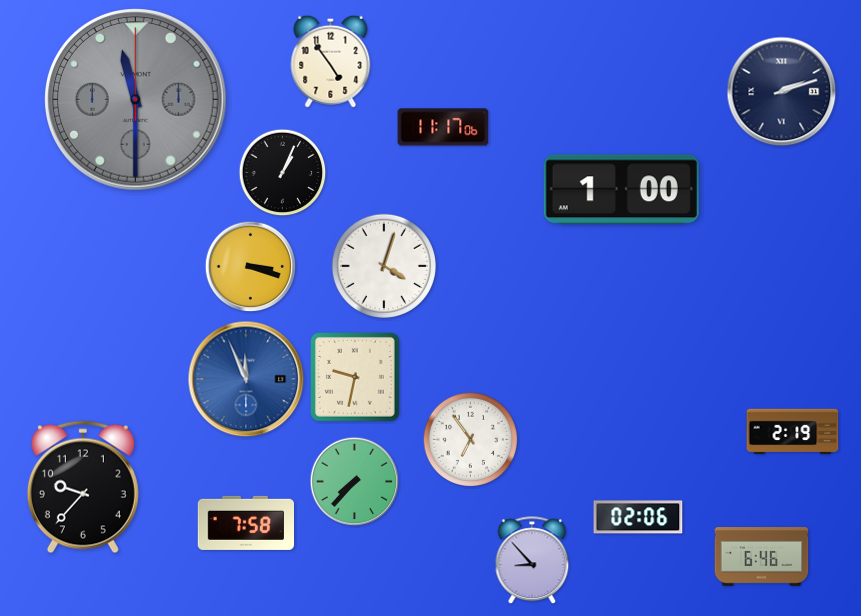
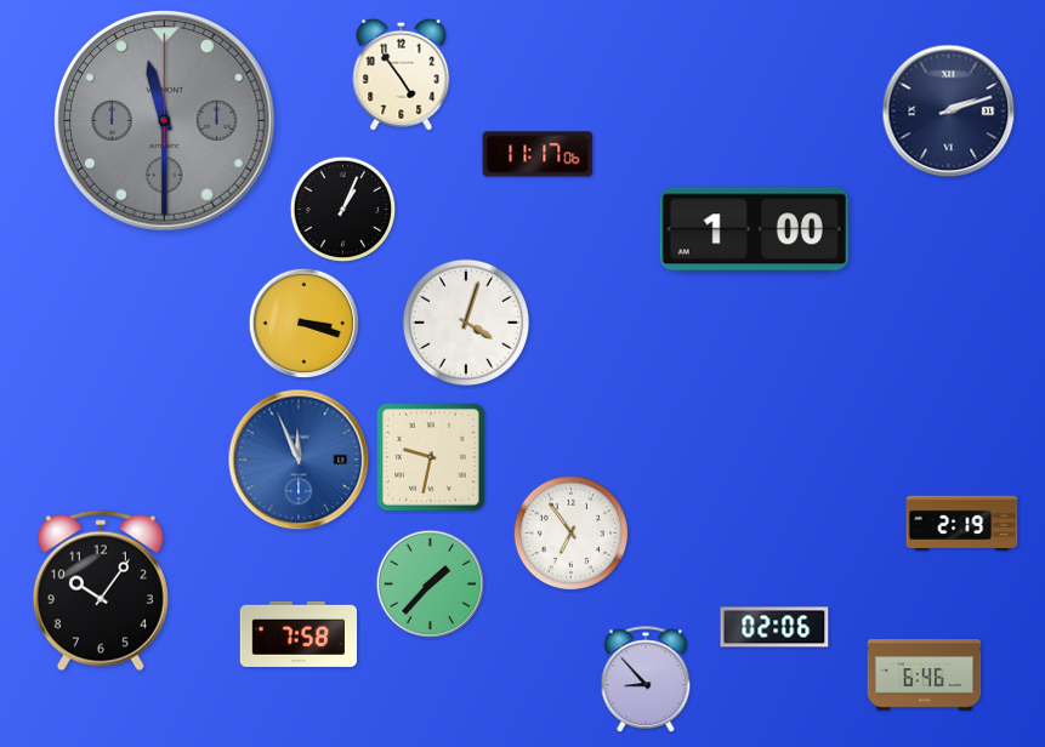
clock at (355, 482): 7:37 -> 1:37
clock at (83, 487): 9:37 -> 10:06
